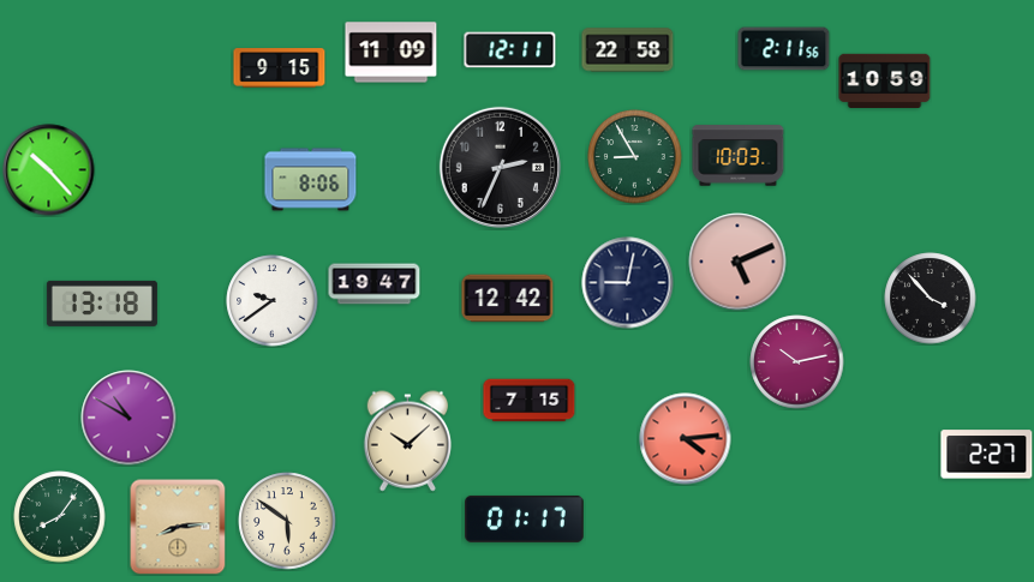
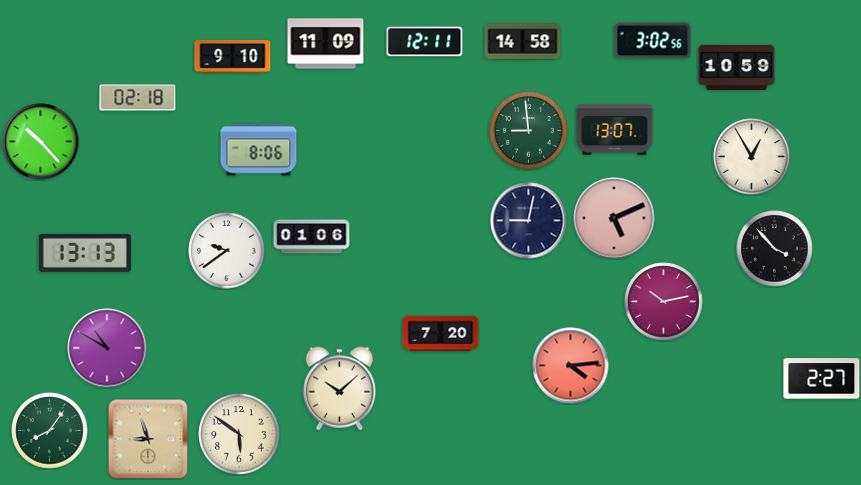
clock at (784, 49): 2:11 -> 3:02
clock at (628, 50): 22:58 -> 14:58
clock at (280, 68): 9:15 -> 9:10
clock at (138, 98): none -> 02:18
clock at (739, 156): 10:03 -> 13:07
clock at (635, 157): 8:55 -> 8:59
clock at (500, 167): 2:34 -> none
clock at (752, 157): none -> 12:55
clock at (628, 283) position: (628, 283) -> (529, 221)
clock at (375, 284): 19:47 -> 01:06
clock at (508, 299): 12:42 -> none
clock at (102, 304): 13:18 -> 13:13
clock at (530, 401): 7:15 -> 7:20
clock at (407, 442) position: (407, 442) -> (339, 389)
clock at (525, 518): 01:17 -> none
clock at (178, 527): 8:14 -> 8:57
